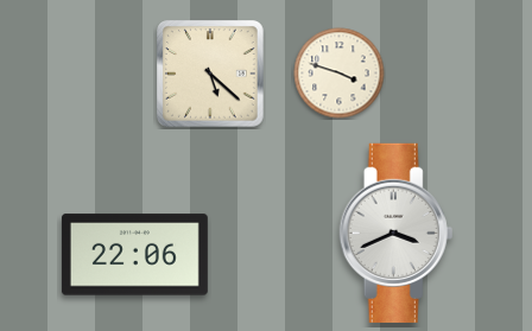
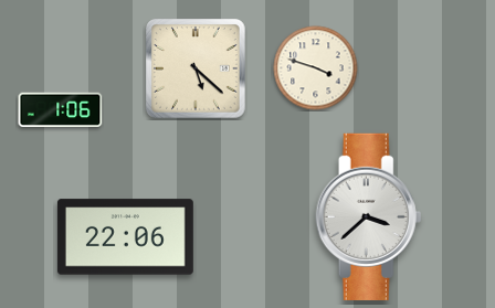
clock at (61, 109): none -> 1:06
clock at (397, 233): 3:41 -> 3:38
